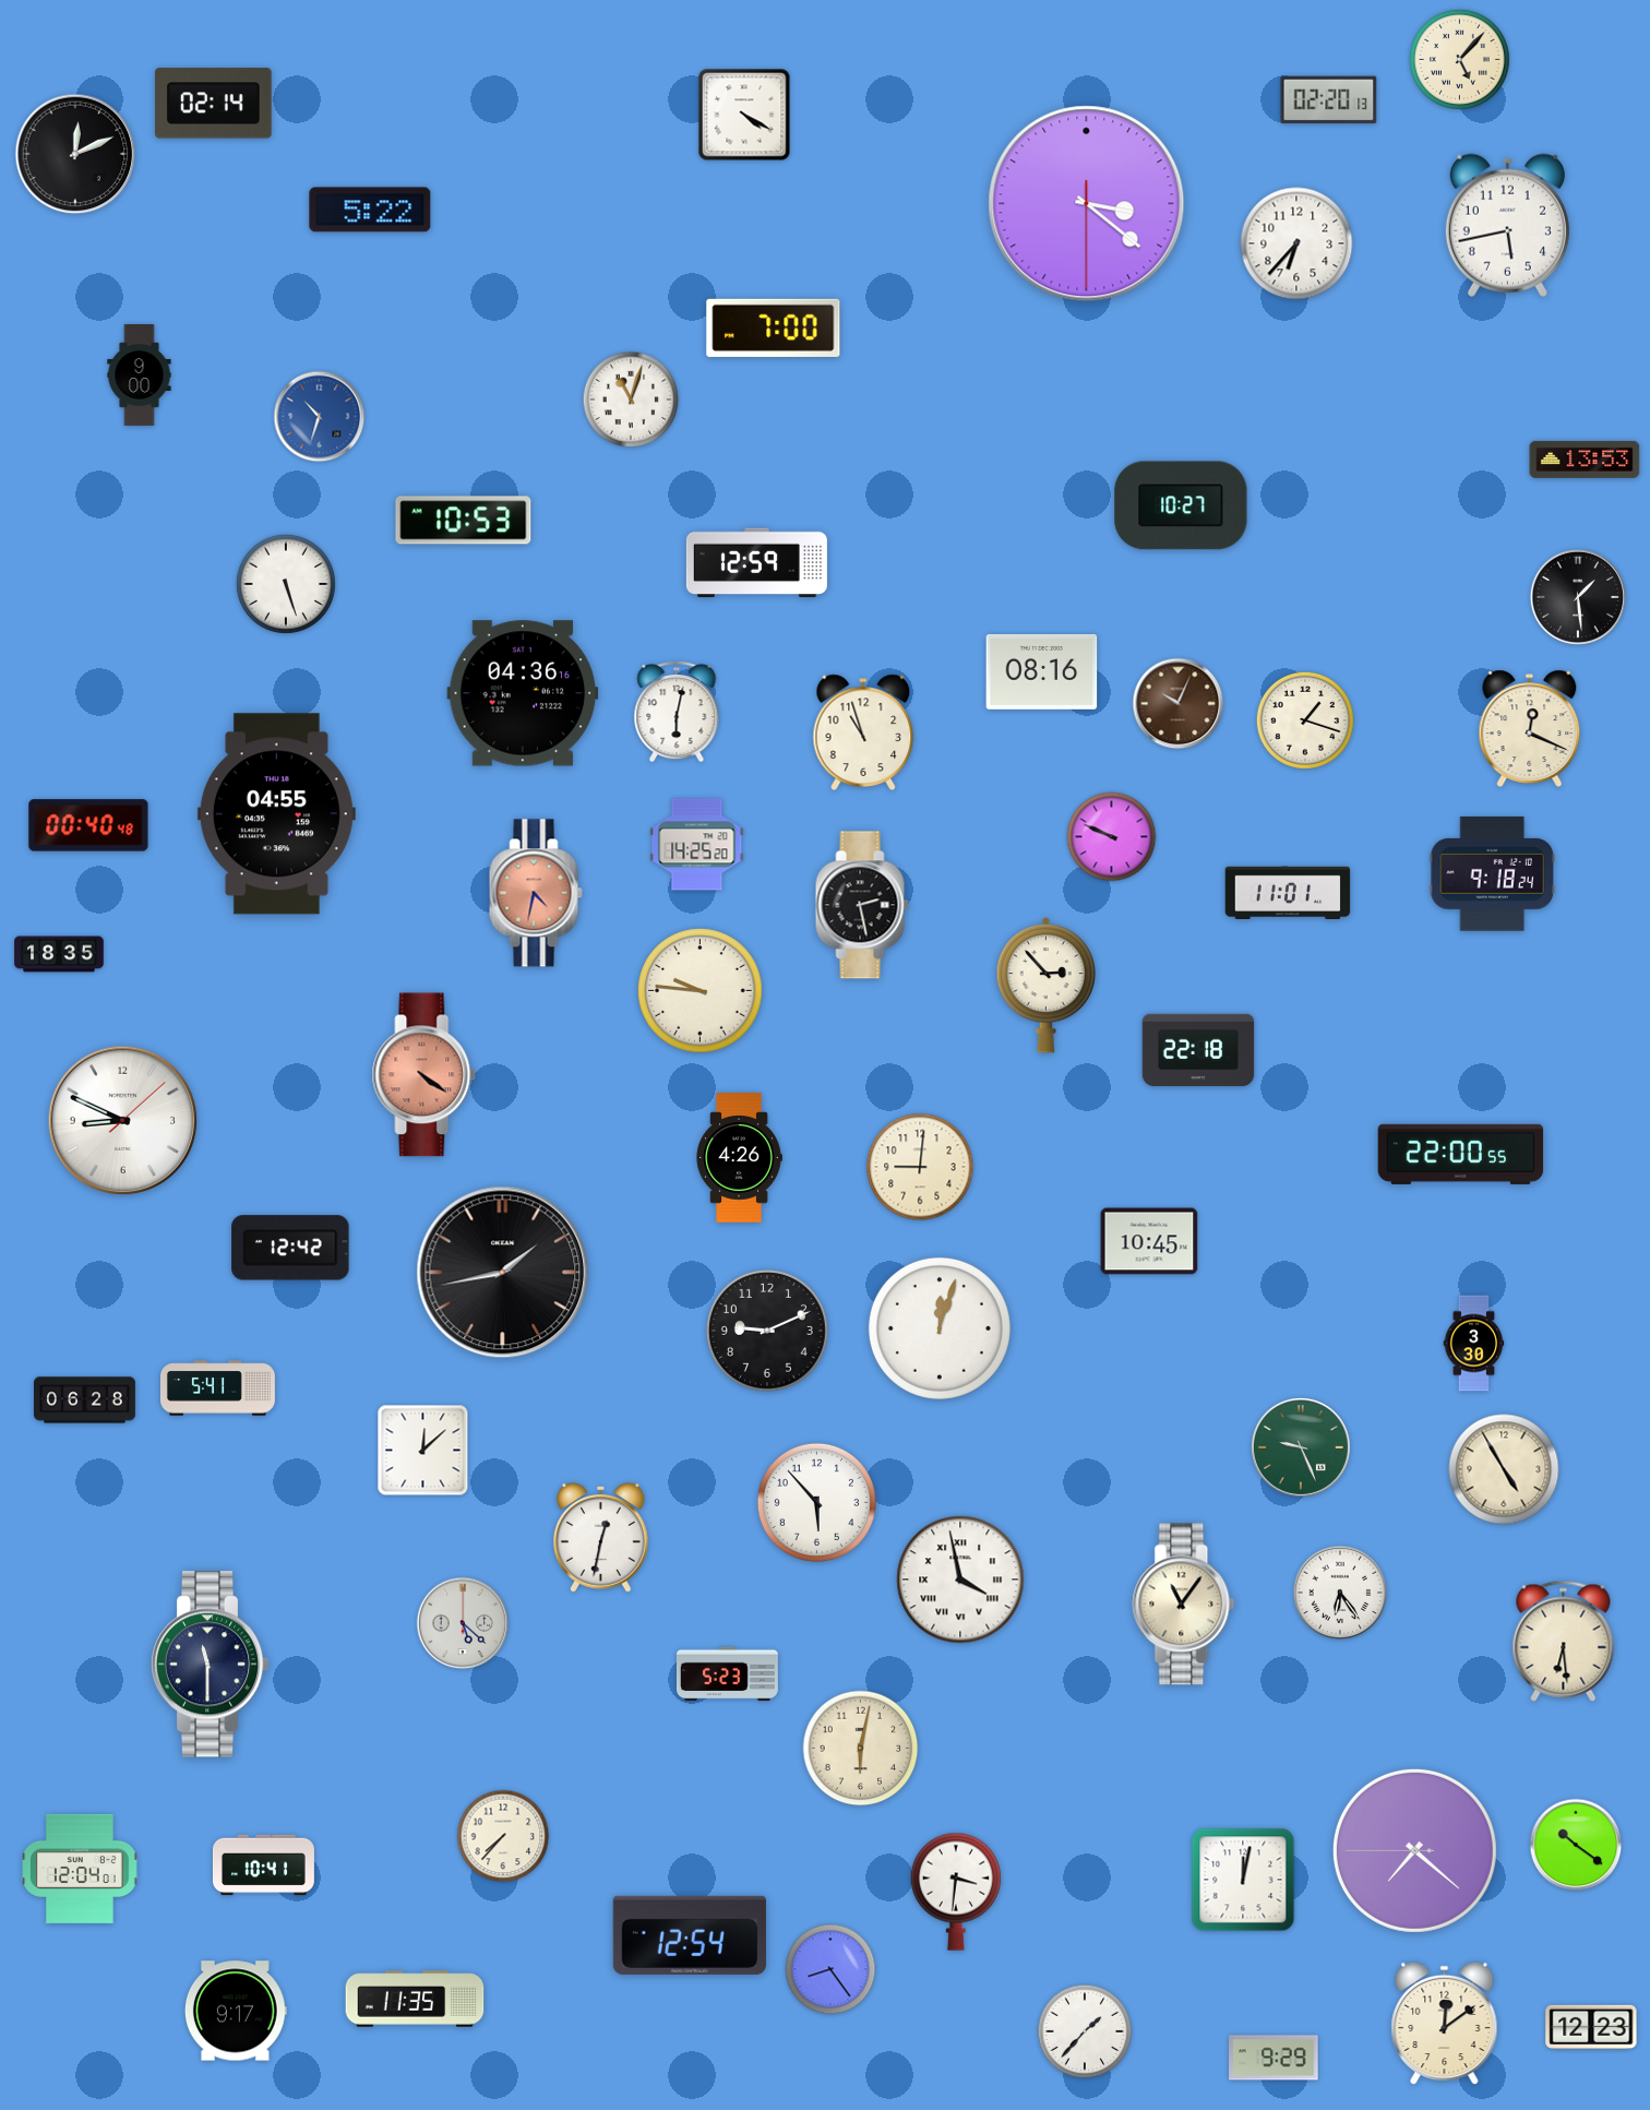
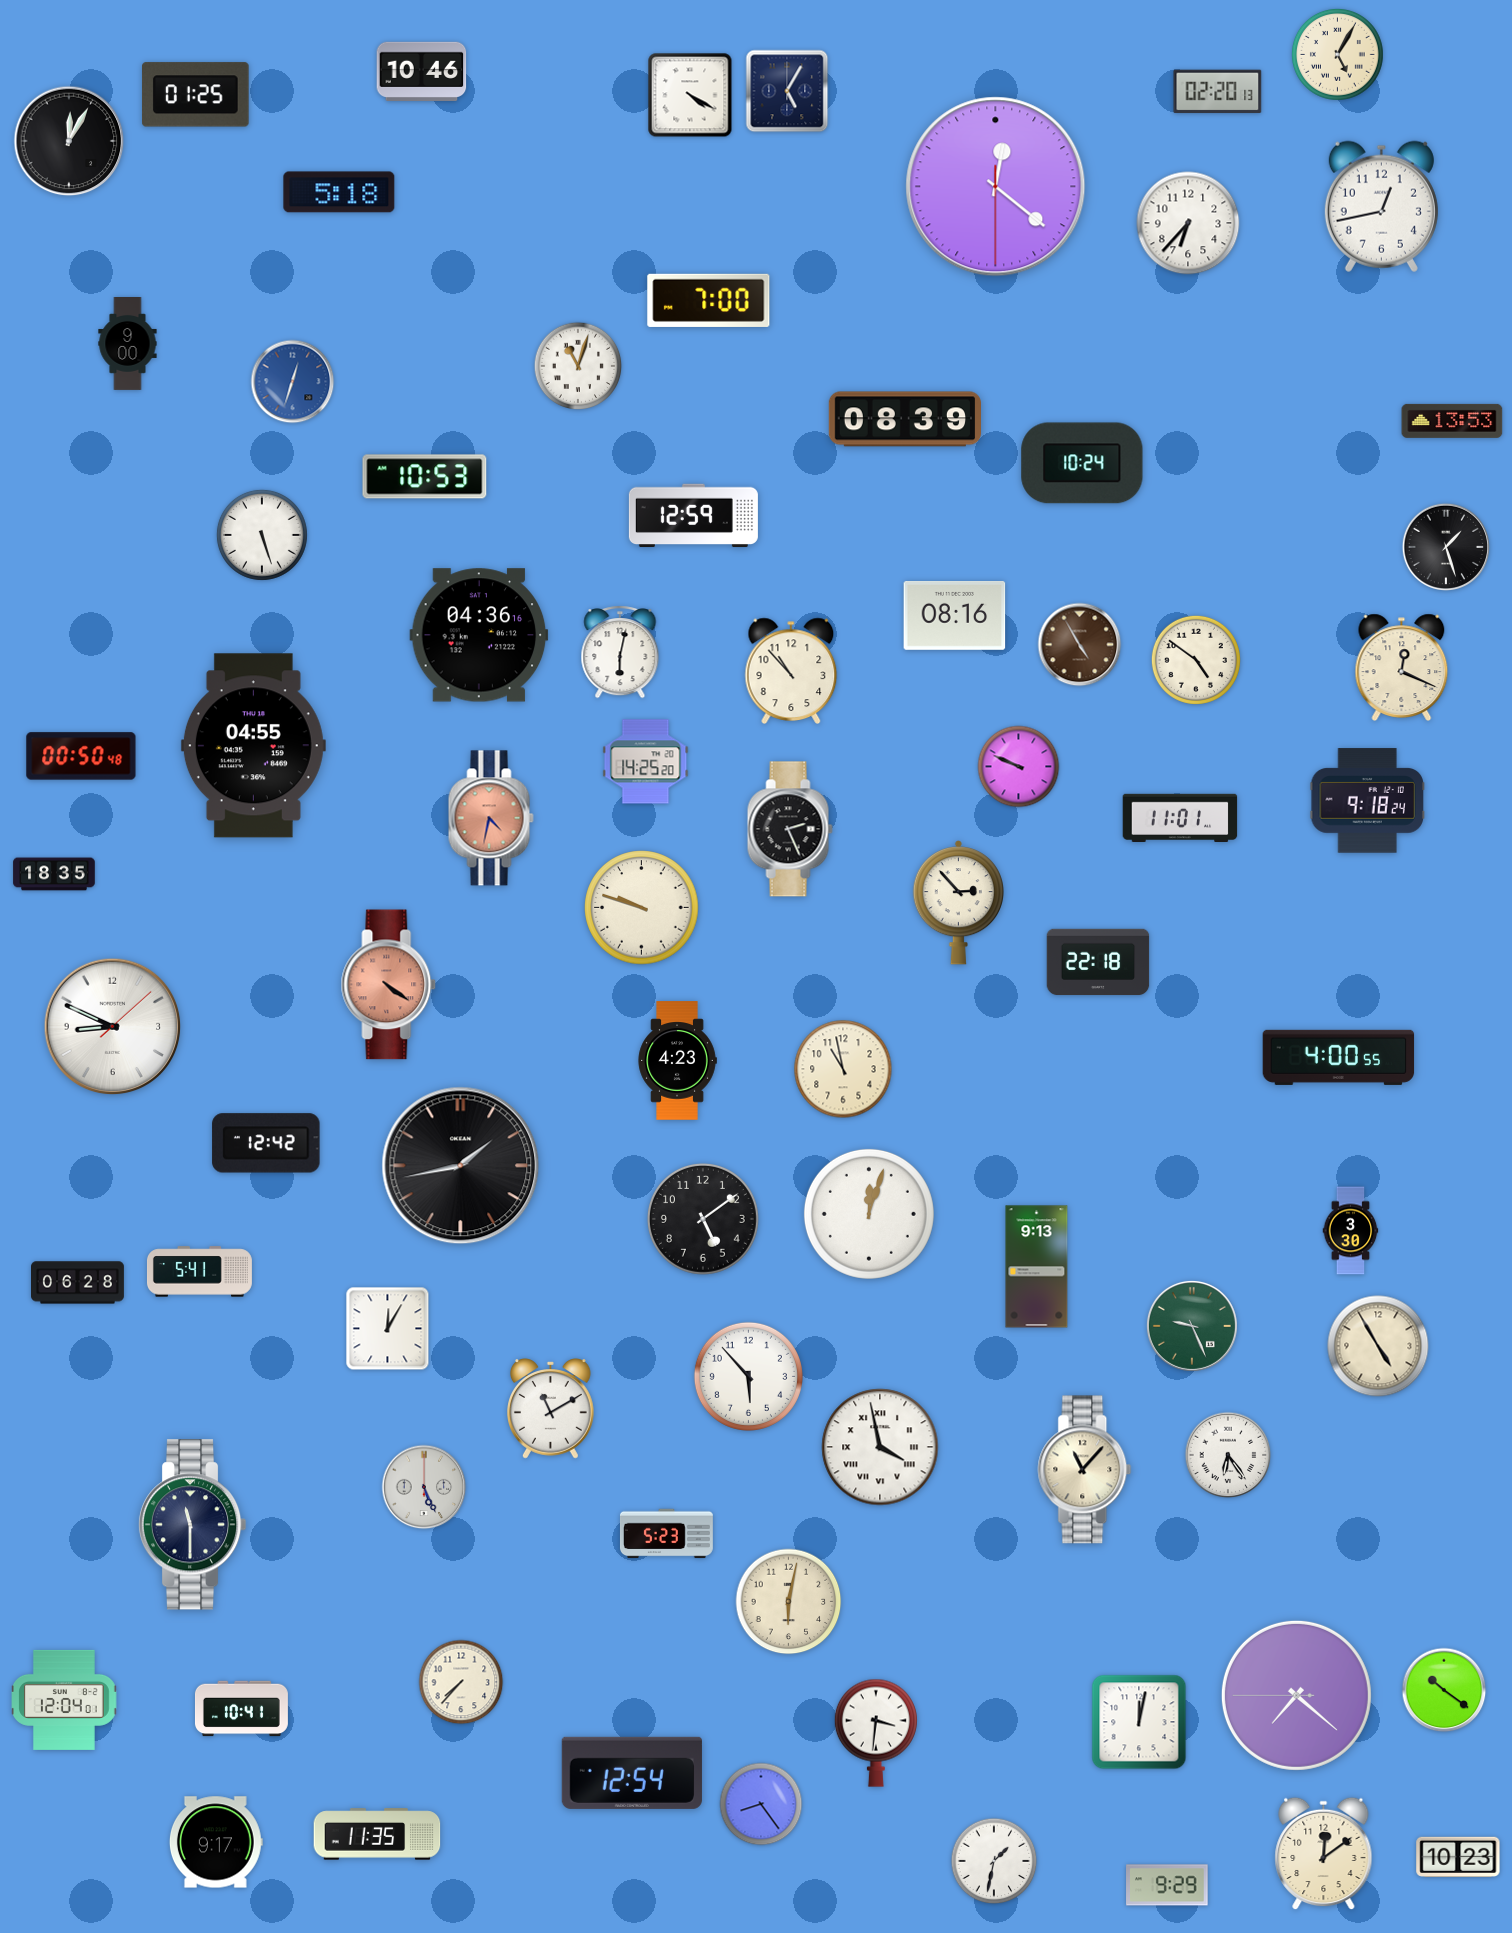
clock at (1460, 60): 5:07 -> 5:05
clock at (422, 71): none -> 10:46
clock at (787, 91): none -> 5:05
clock at (214, 104): 02:14 -> 01:25
clock at (744, 115) position: (744, 115) -> (690, 95)
clock at (75, 154): 12:11 -> 12:05
clock at (1087, 204): 3:21 -> 12:21
clock at (370, 210): 5:22 -> 5:18
clock at (1507, 225): 5:43 -> 12:43
clock at (320, 417): 10:33 -> 12:33
clock at (904, 419): none -> 08:39
clock at (1181, 505): 10:27 -> 10:24
clock at (1577, 596): 1:29 -> 1:27
clock at (1179, 704): 10:04 -> 4:55
clock at (1305, 720): 1:18 -> 4:51
clock at (863, 732): 10:57 -> 10:53
clock at (88, 825): 00:40 -> 00:50
clock at (697, 845) position: (697, 845) -> (646, 762)
clock at (862, 905): 2:28 -> 2:26
clock at (701, 991): 9:46 -> 9:48
clock at (1461, 1154): 22:00 -> 4:00
clock at (739, 1158): 4:26 -> 4:23
clock at (920, 1167): 9:01 -> 10:58
clock at (1149, 1241): 10:45 -> none
clock at (940, 1328) position: (940, 1328) -> (869, 1214)
clock at (767, 1331): 9:11 -> 5:09
clock at (1037, 1267): none -> 9:13
clock at (423, 1451): 12:08 -> 12:05
clock at (601, 1538): 12:32 -> 11:10
clock at (1340, 1593) position: (1340, 1593) -> (1228, 1455)
clock at (1184, 1605): 11:06 -> 11:07
clock at (463, 1623): 5:22 -> 5:26
clock at (1564, 1641): 6:29 -> none
clock at (81, 1869) position: (81, 1869) -> (65, 1700)
clock at (415, 1999) position: (415, 1999) -> (377, 1834)
clock at (1591, 2027): 12:23 -> 10:23
clock at (1085, 2031): 1:37 -> 1:32
